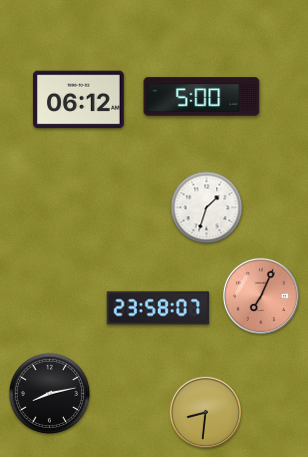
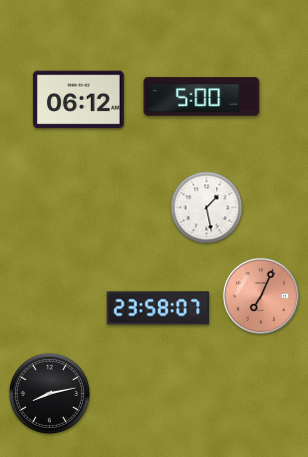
clock at (207, 208): 1:33 -> 1:28
clock at (206, 413): 8:31 -> none
